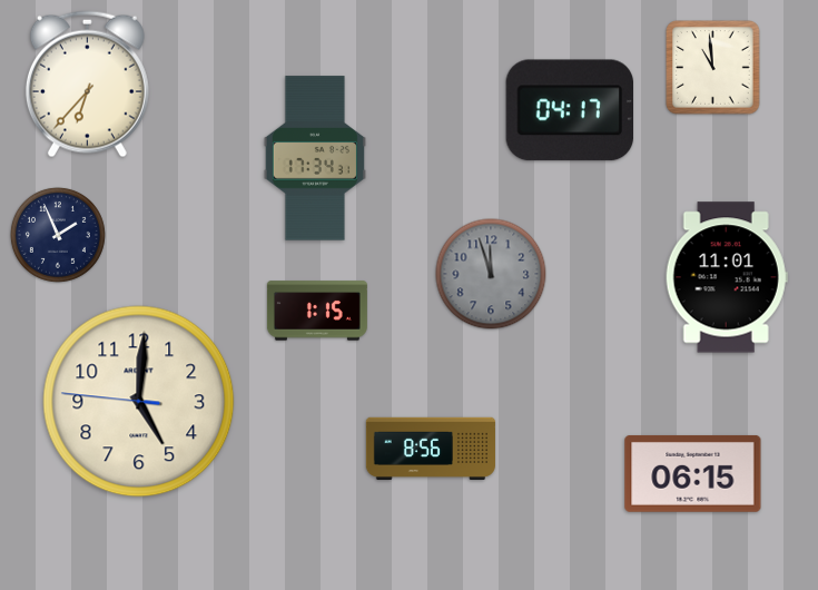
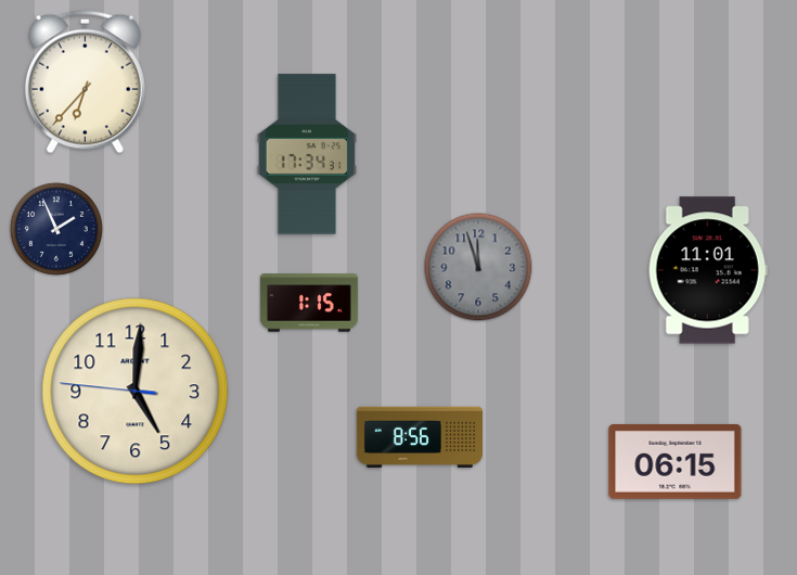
clock at (713, 68): 10:59 -> none
clock at (569, 110): 04:17 -> none
